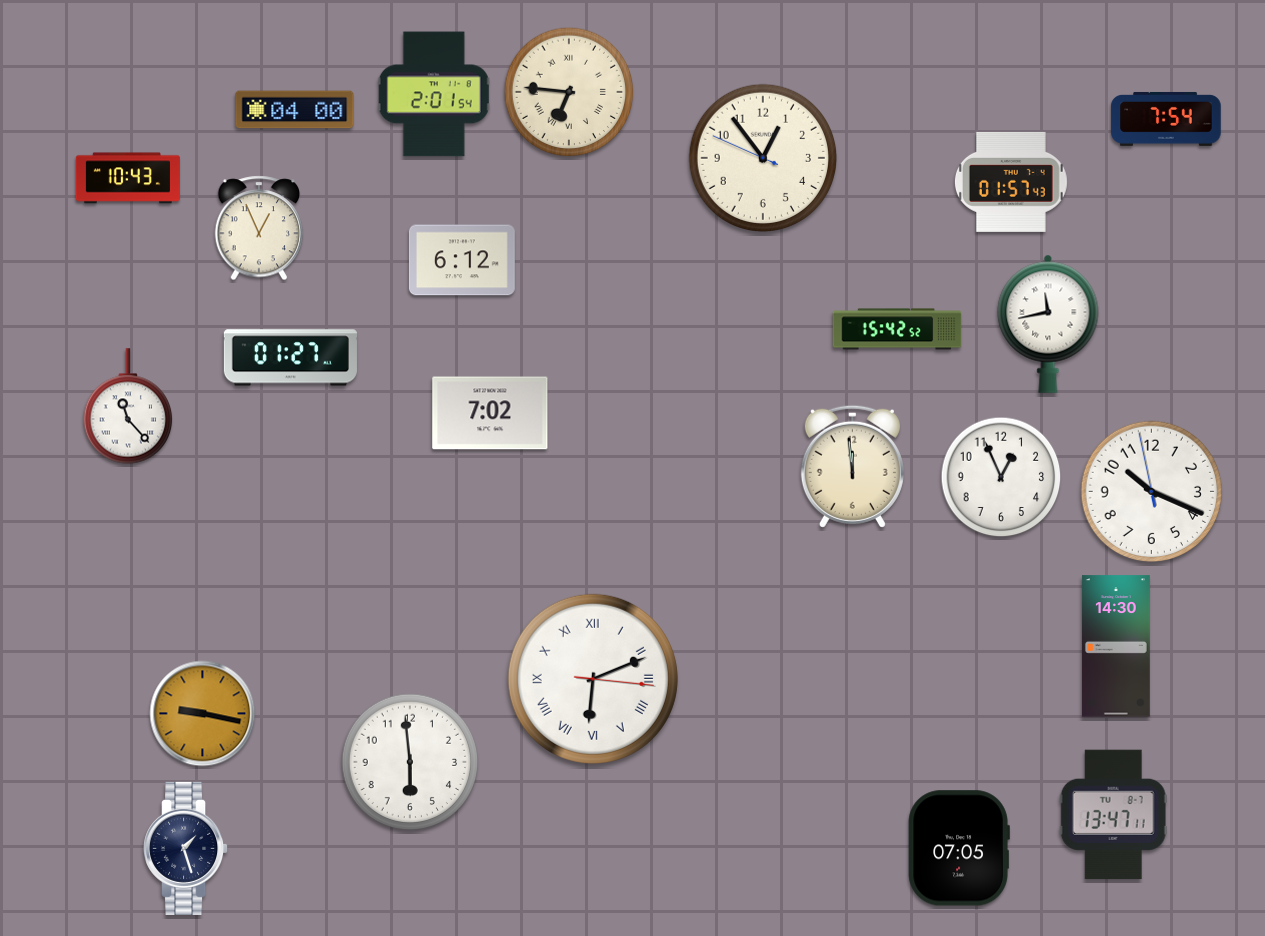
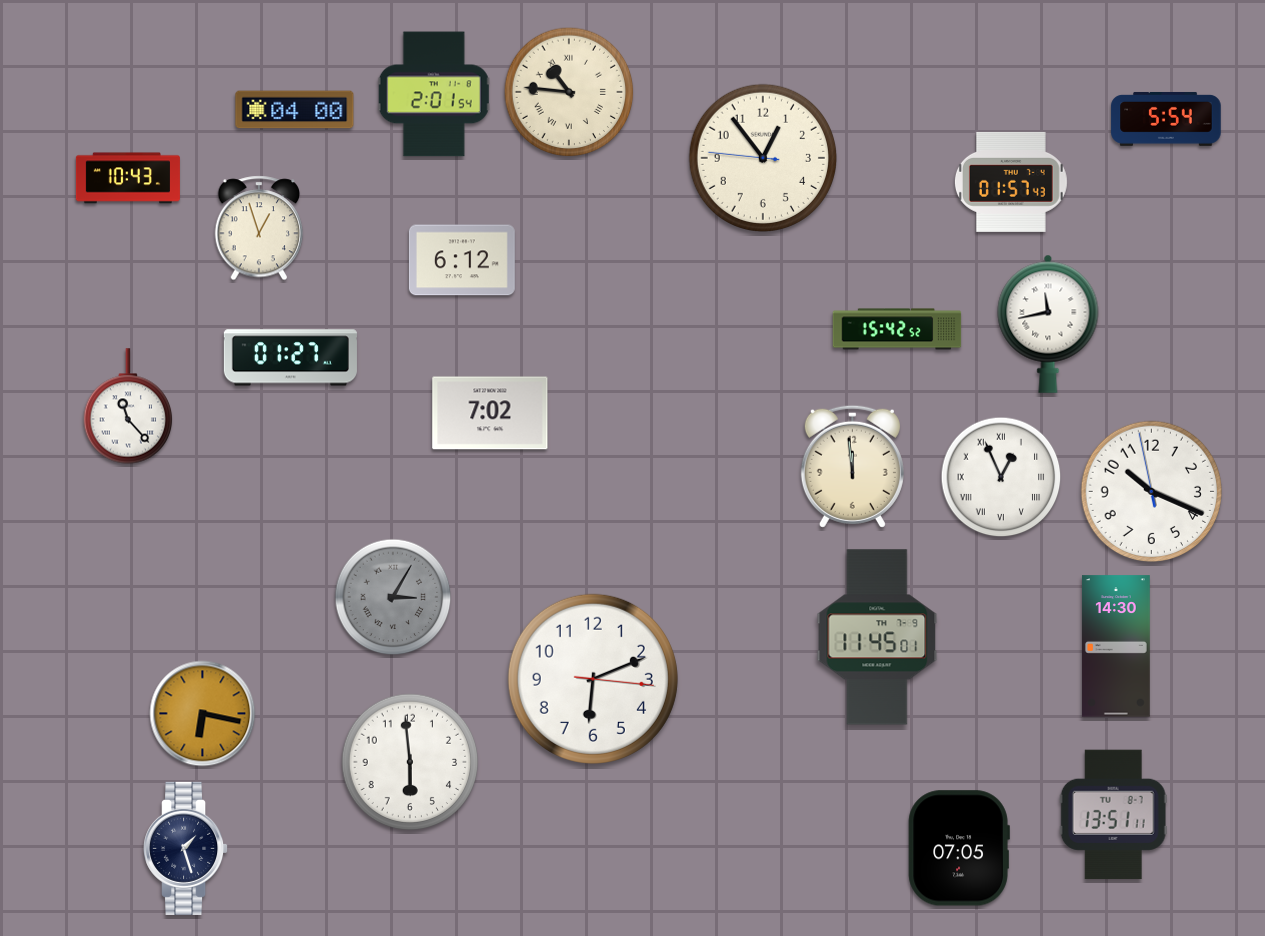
clock at (569, 92): 6:46 -> 10:46
clock at (1166, 119): 7:54 -> 5:54
clock at (762, 157): 12:53:49 -> 12:53:46
clock at (259, 228): 12:56 -> 12:57
clock at (1001, 477) numerals: Arabic -> Roman
clock at (393, 597): none -> 3:05
clock at (877, 637): none -> 11:45
clock at (593, 679) numerals: Roman -> Arabic
clock at (203, 714): 9:17 -> 6:17
clock at (1113, 815): 13:47 -> 13:51
